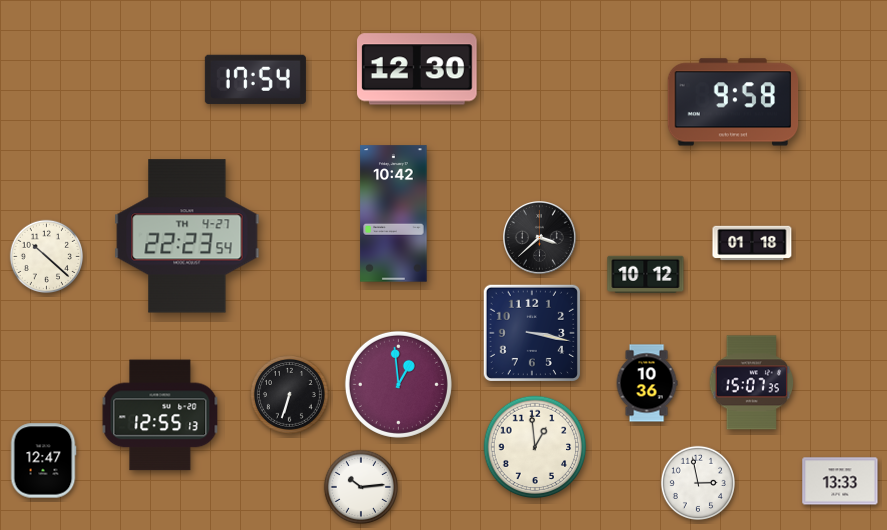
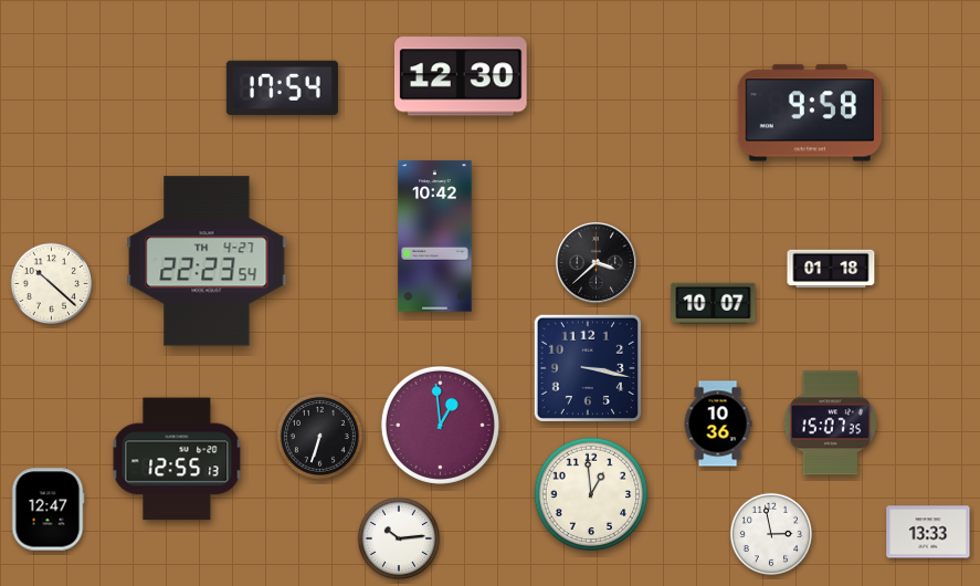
clock at (646, 274): 10:12 -> 10:07
clock at (647, 383) position: (647, 383) -> (718, 423)
